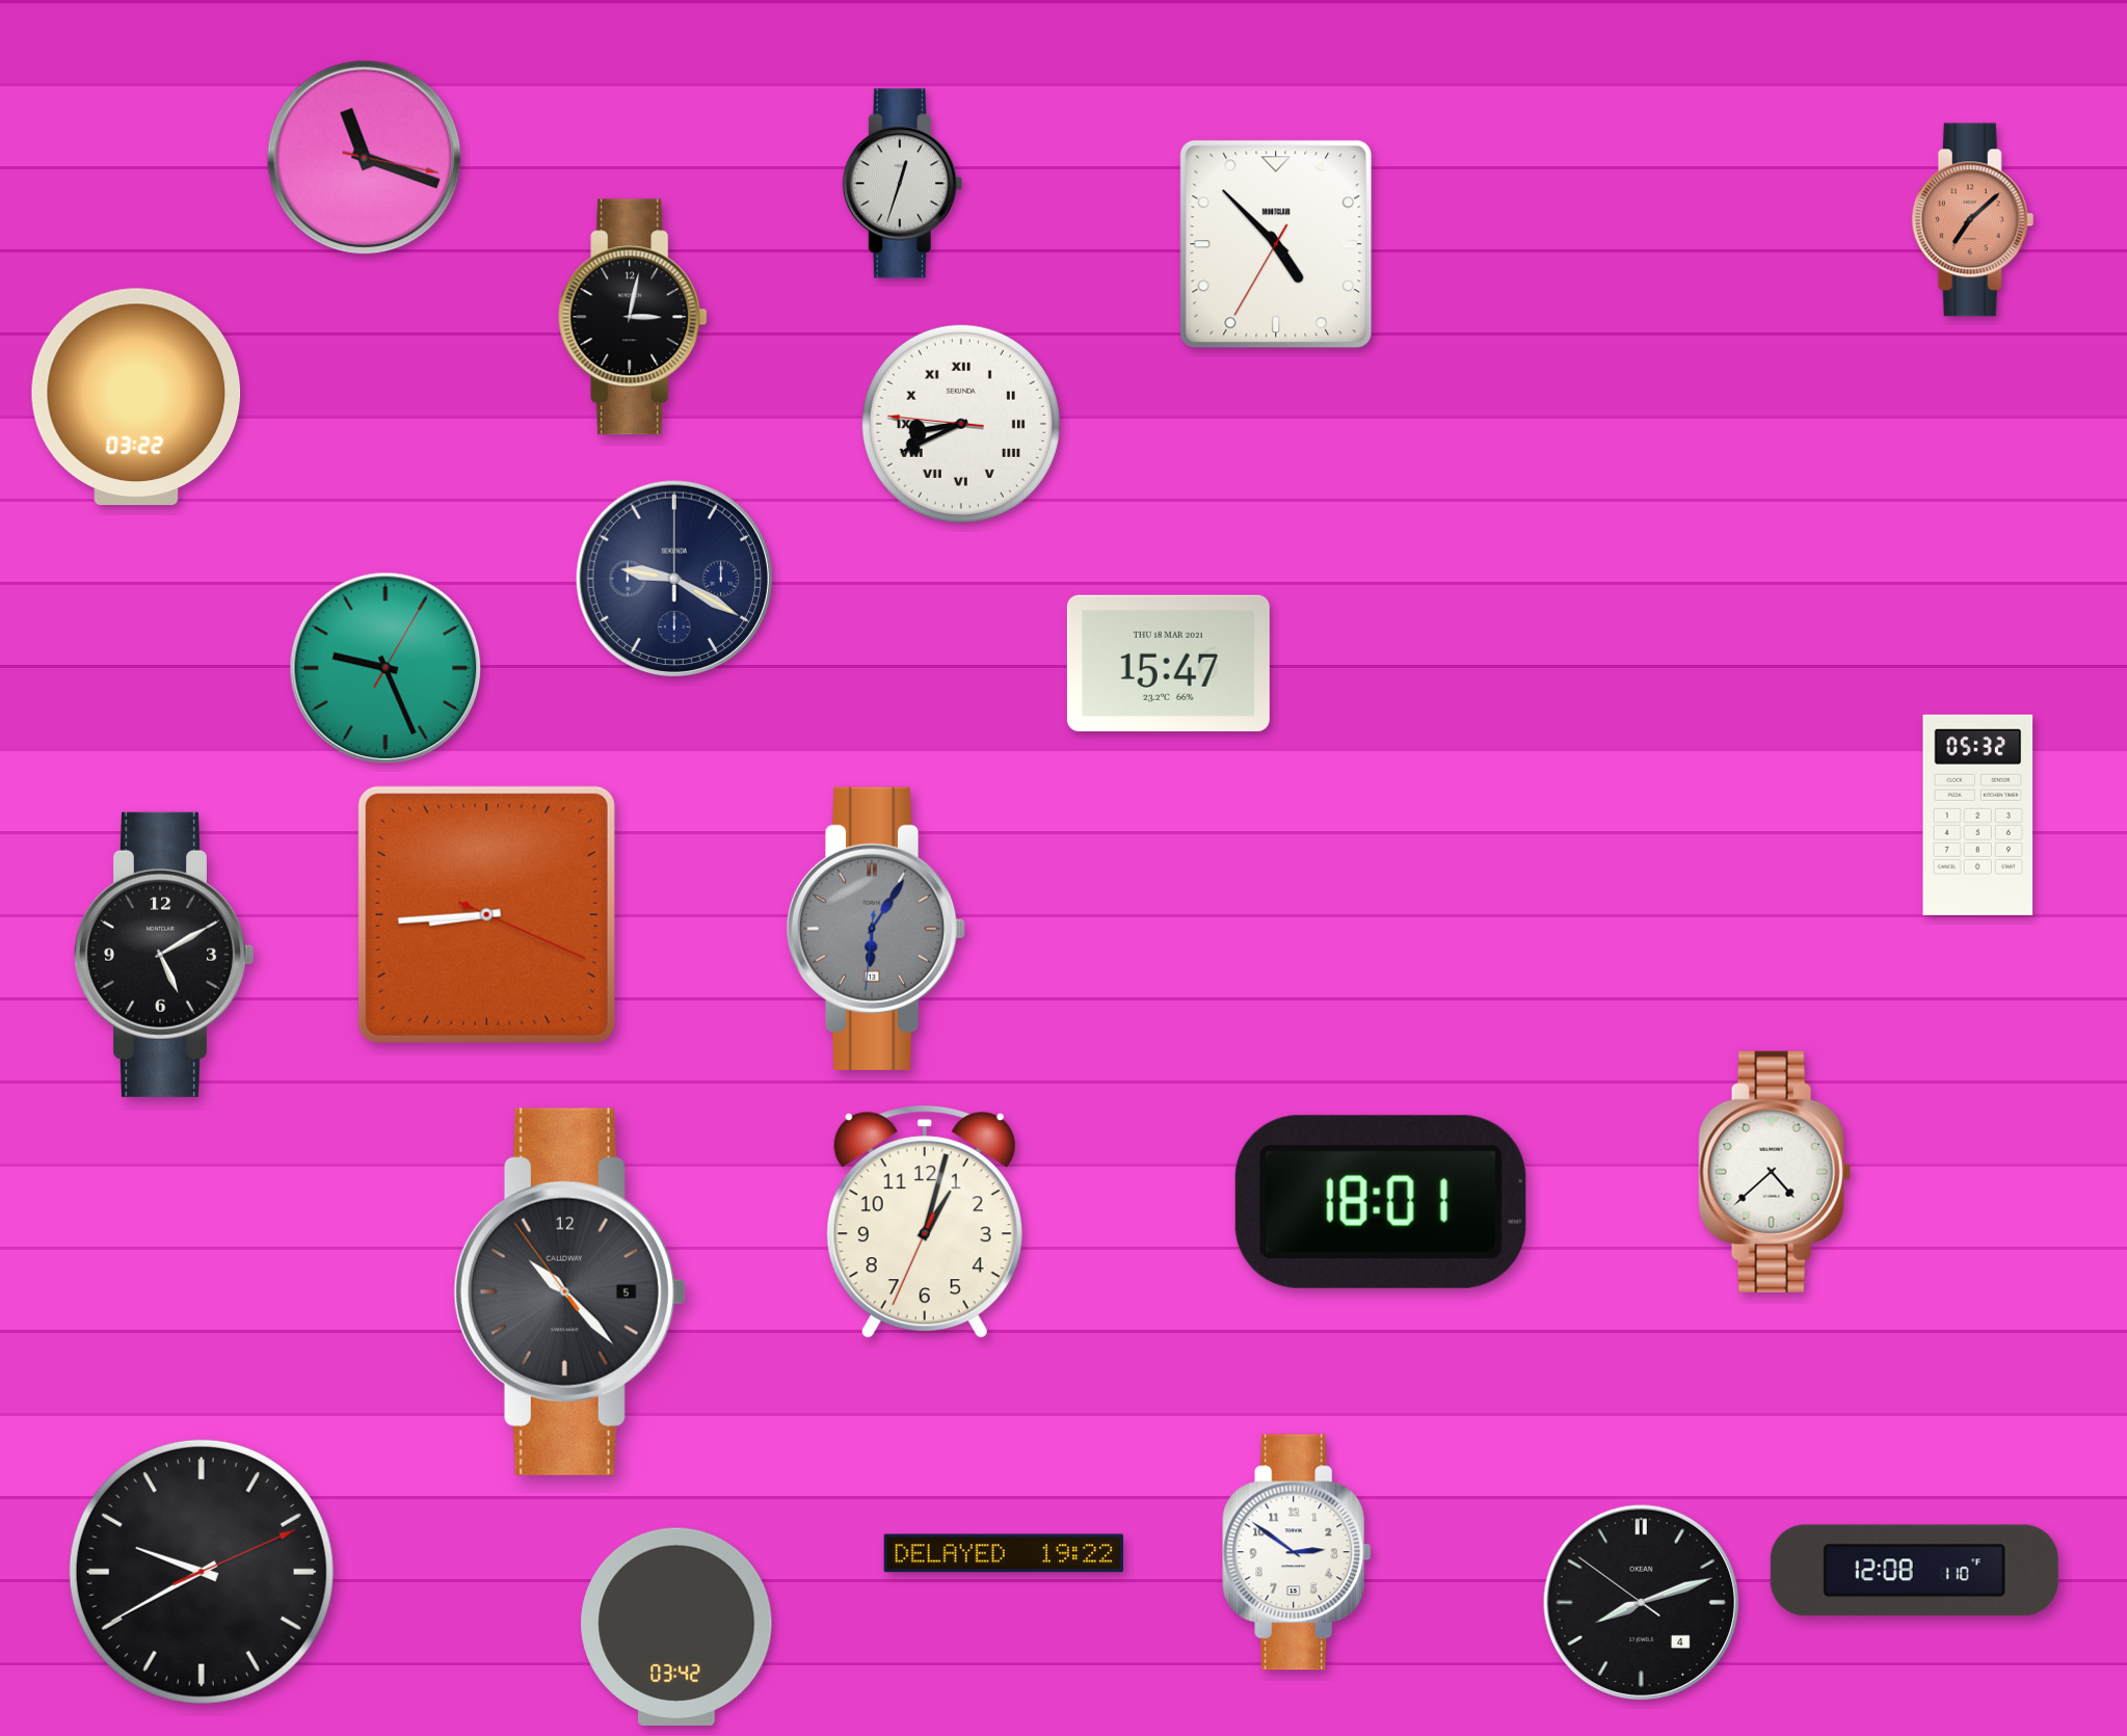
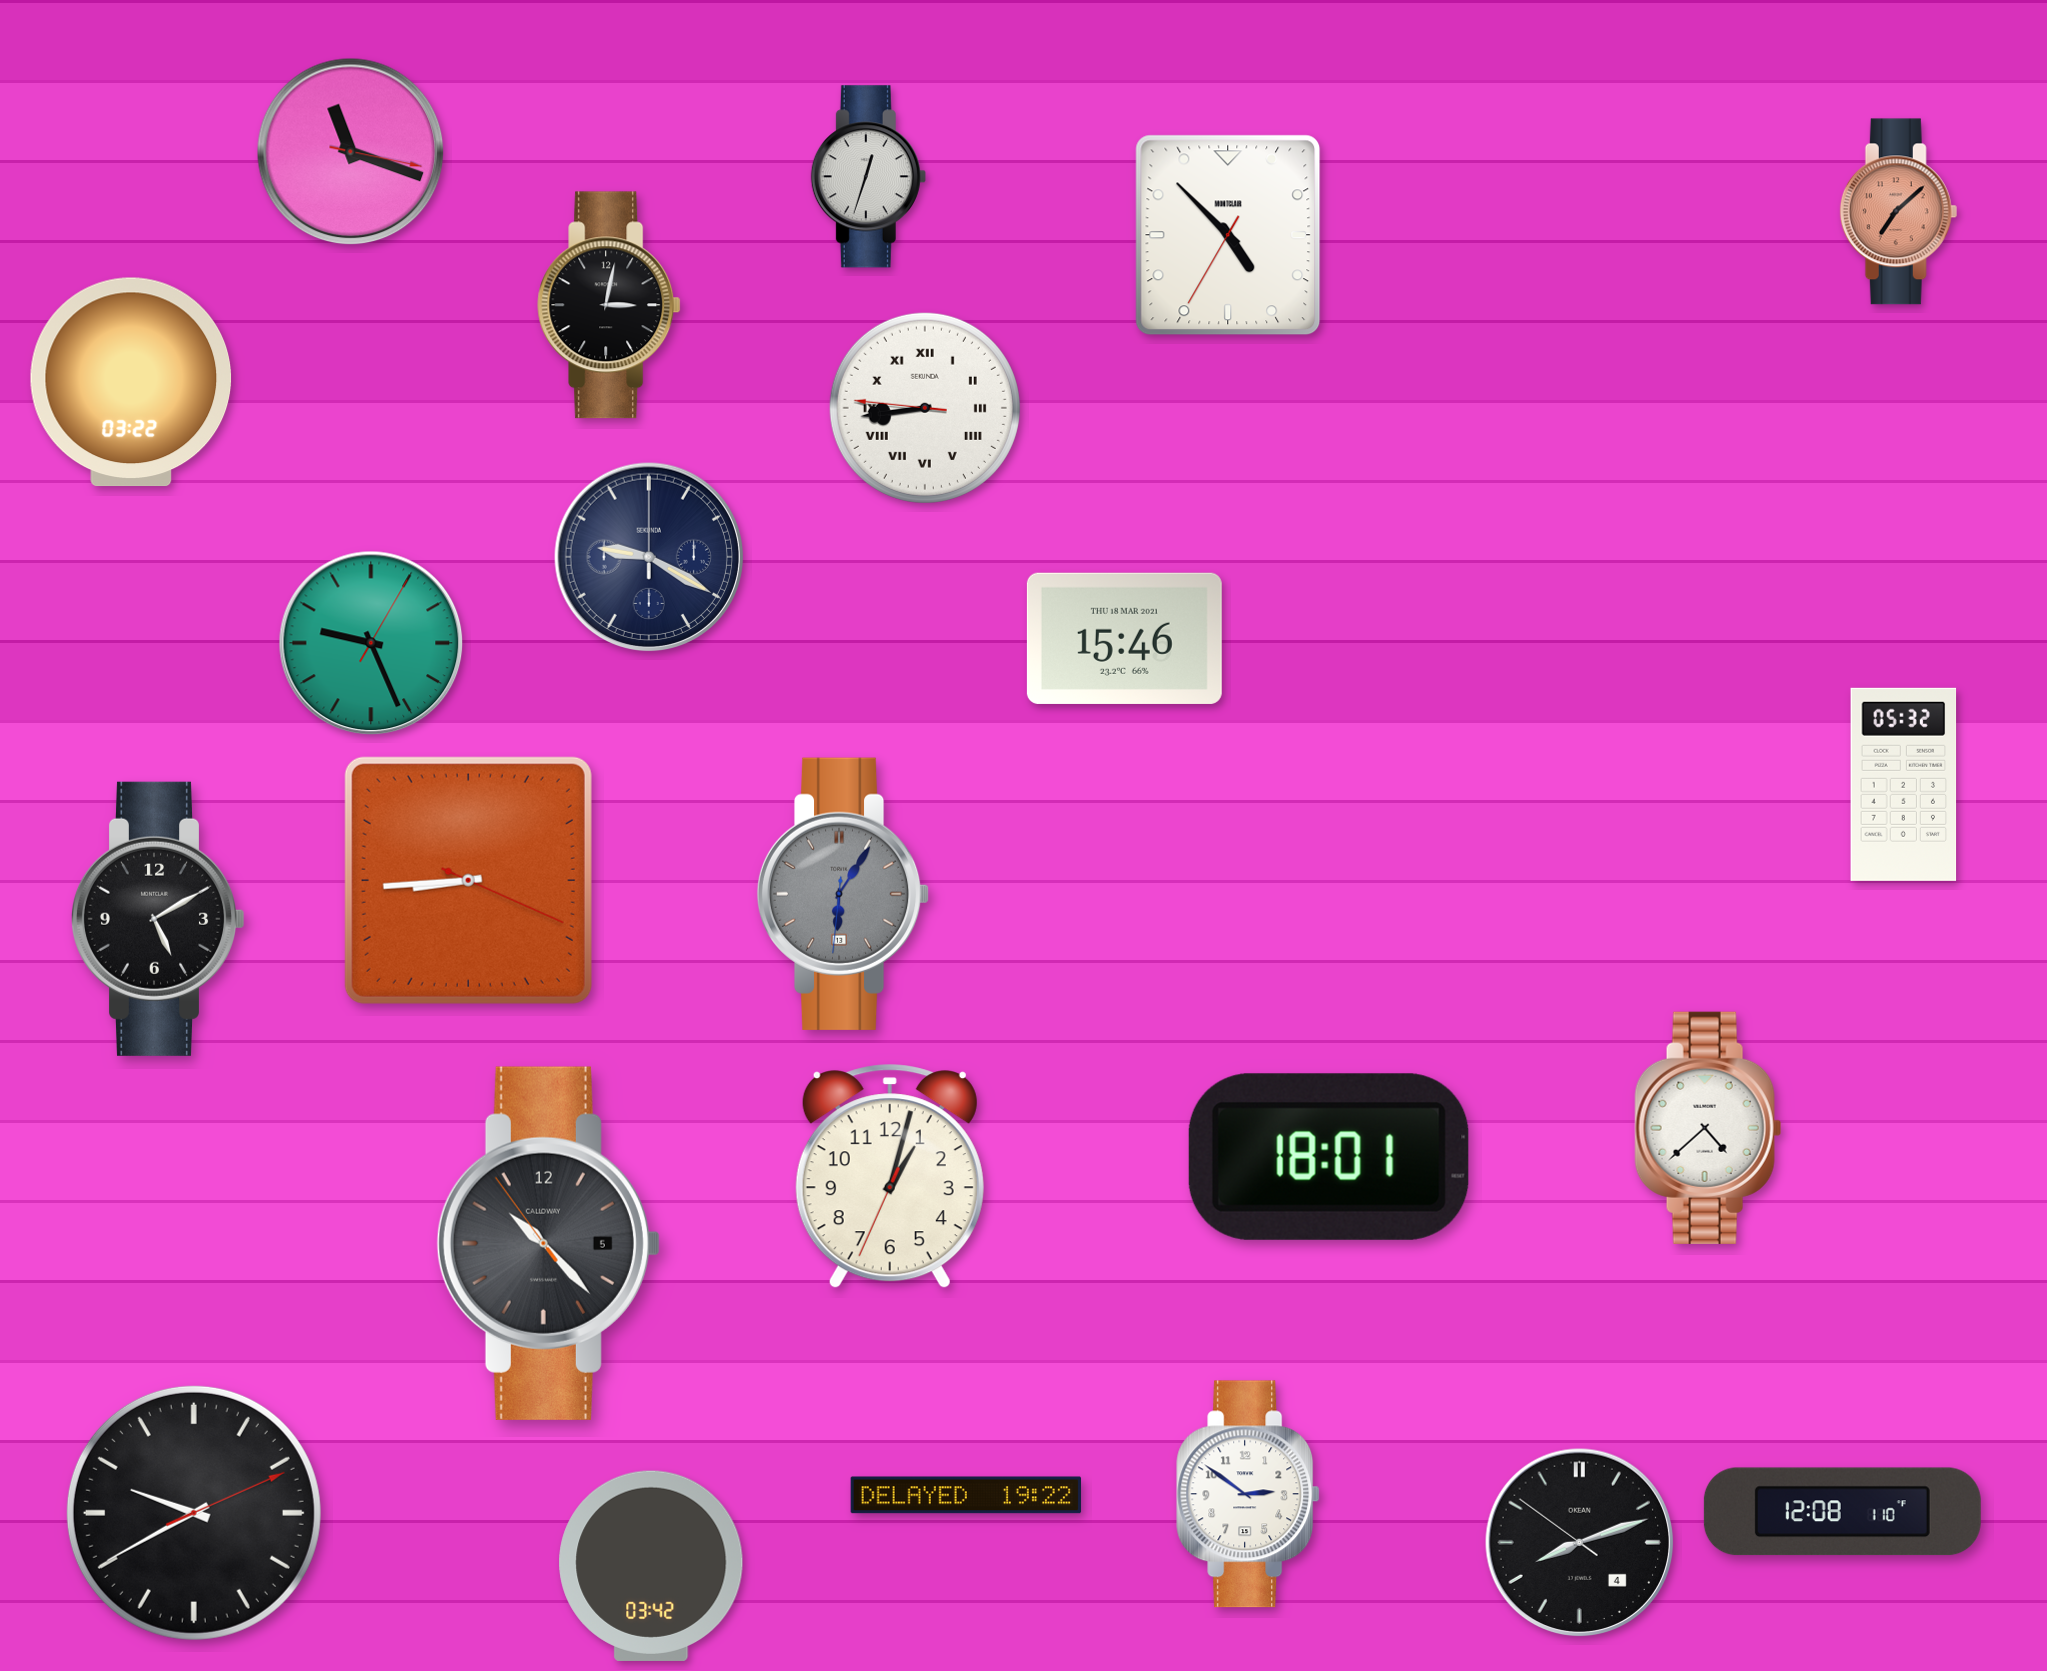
clock at (961, 424): 8:40 -> 8:43
clock at (1168, 663): 15:47 -> 15:46
